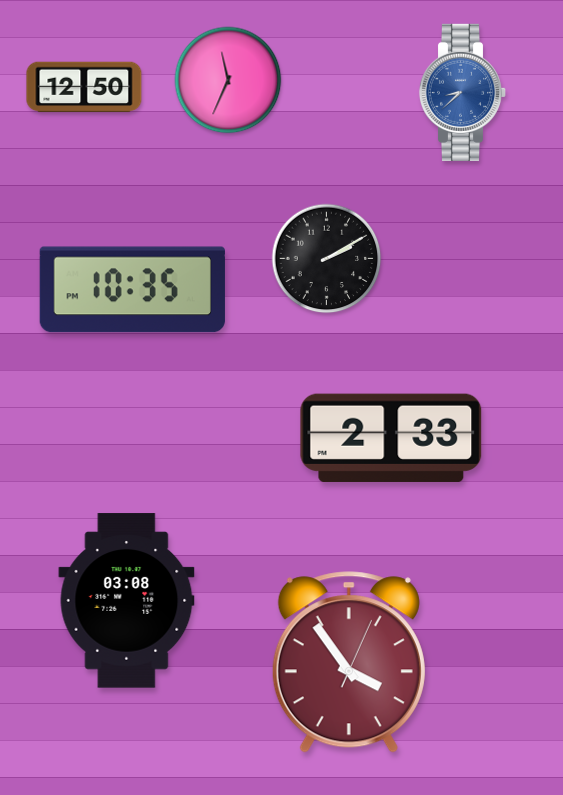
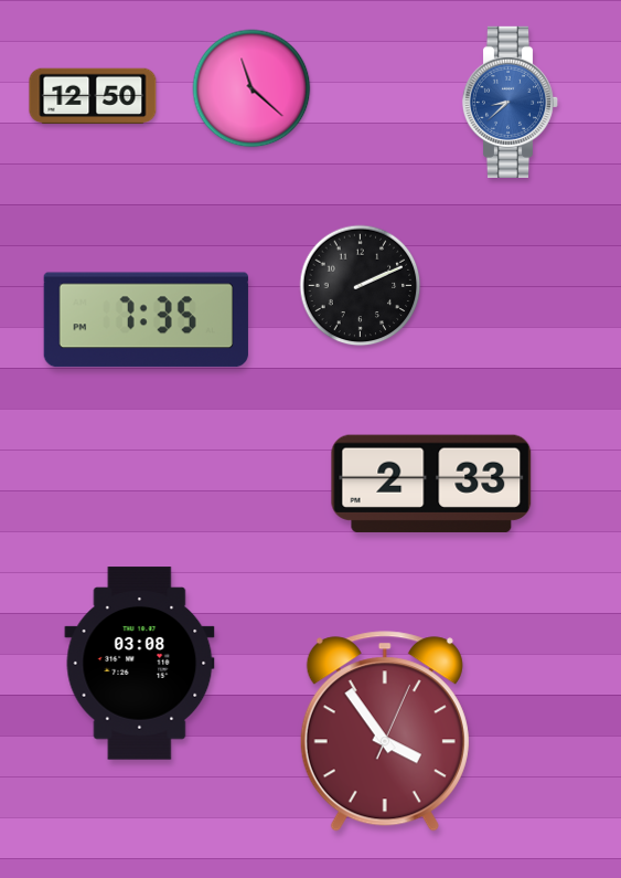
clock at (228, 80): 11:34 -> 11:22
clock at (327, 259): 2:10 -> 2:11
clock at (132, 290): 10:35 -> 7:35
